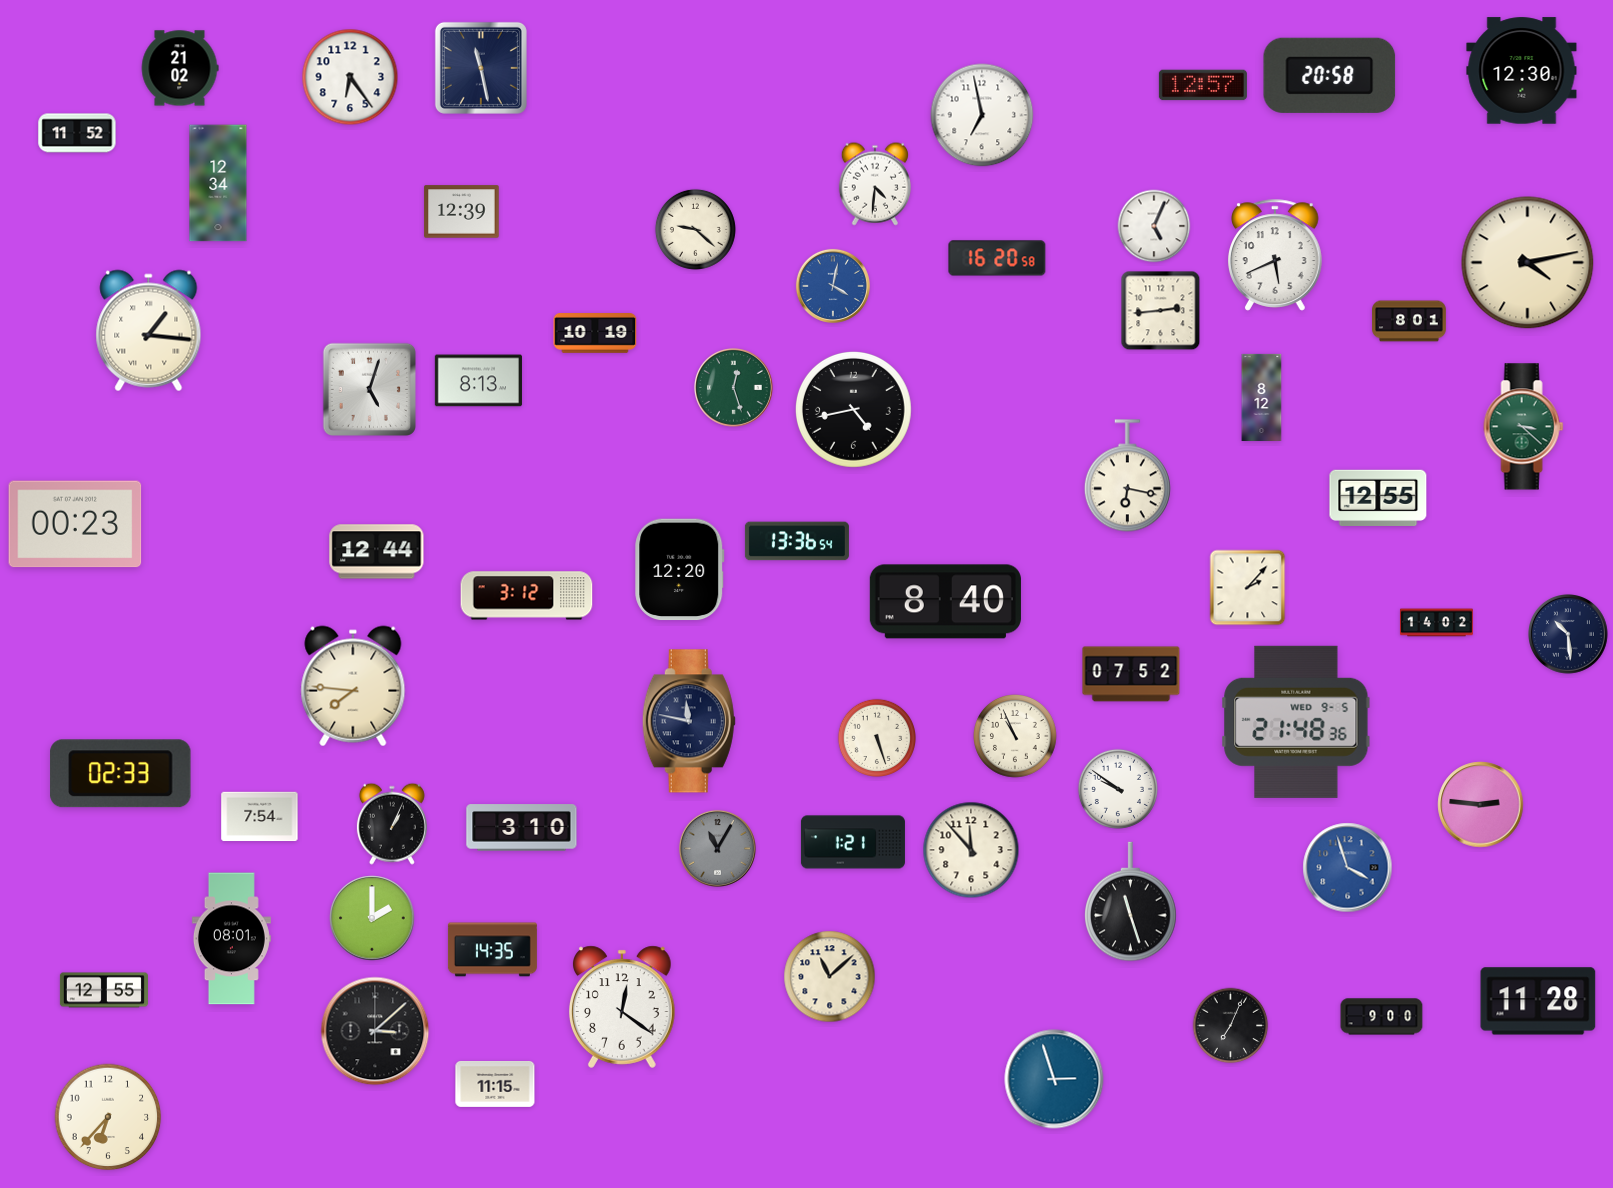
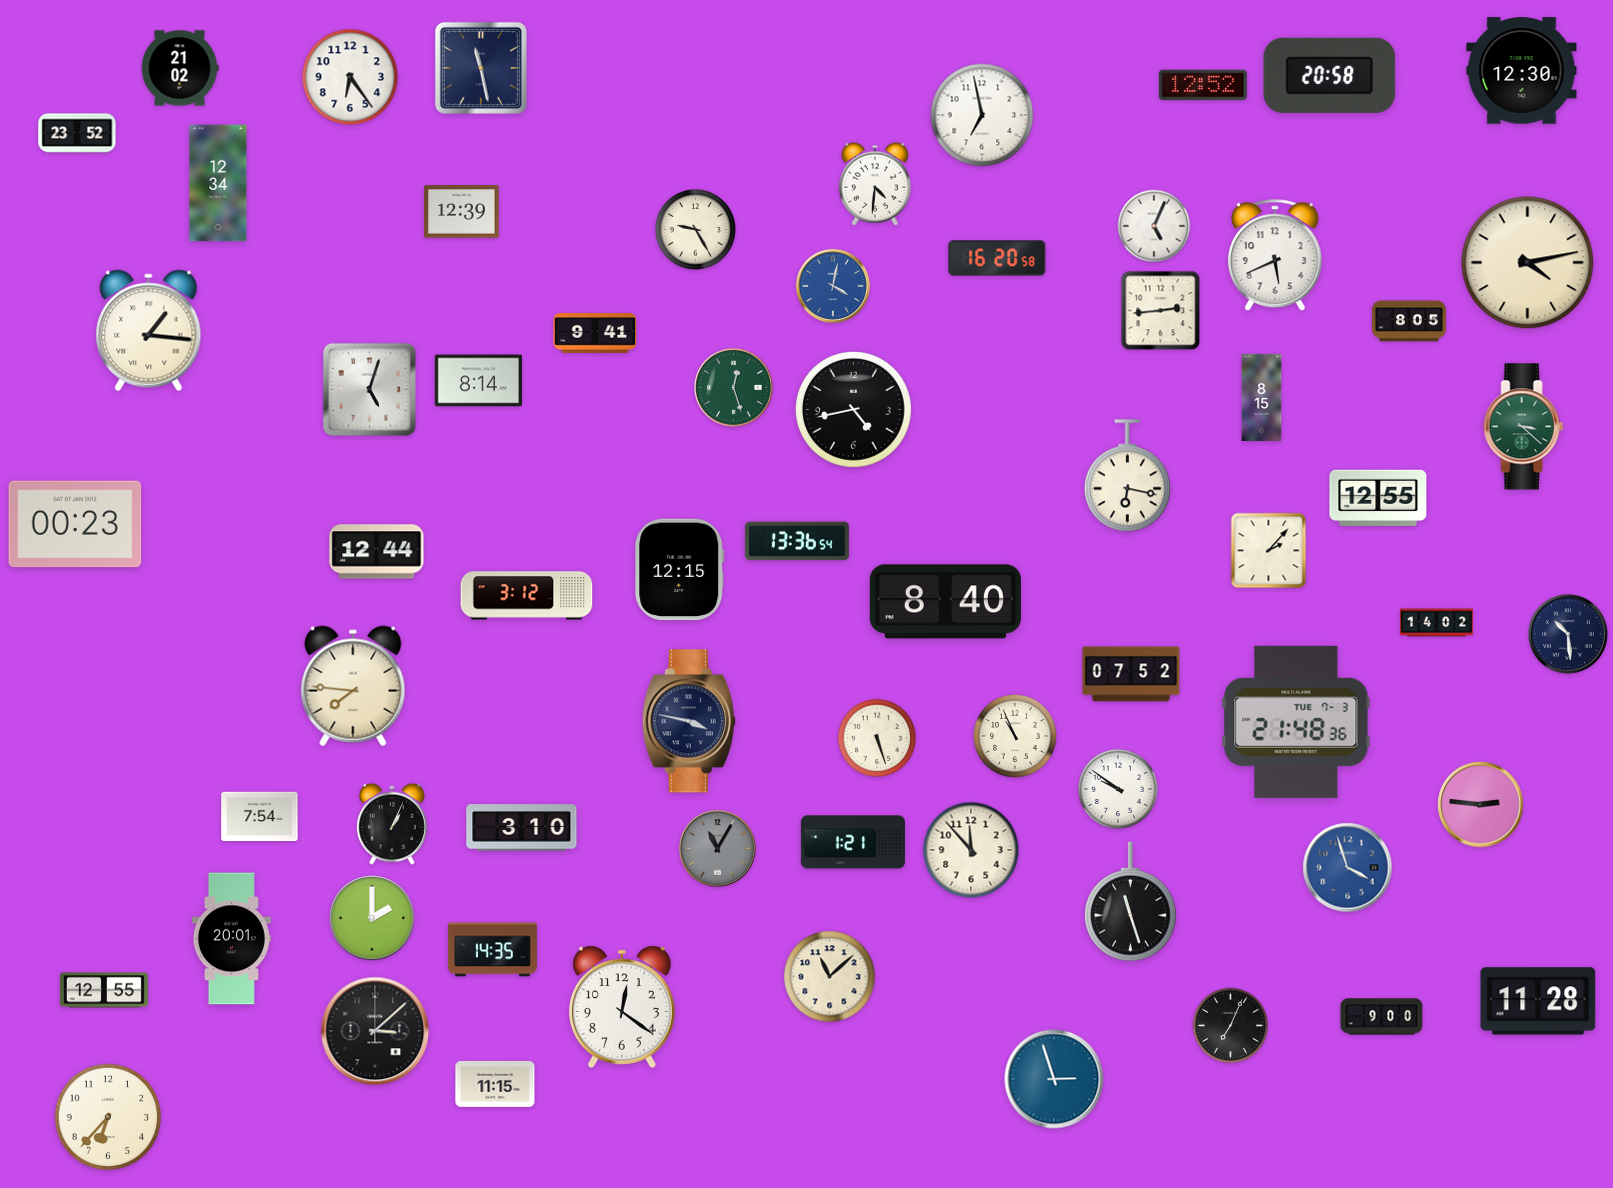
clock at (1203, 85): 12:57 -> 12:52
clock at (77, 133): 11:52 -> 23:52
clock at (695, 229): 9:22 -> 9:25
clock at (1409, 321): 8:01 -> 8:05
clock at (595, 334): 10:19 -> 9:41
clock at (478, 381): 8:13 -> 8:14
clock at (1262, 397): 8:12 -> 8:15
clock at (680, 570): 12:20 -> 12:15
clock at (1248, 588) position: (1248, 588) -> (1269, 551)
clock at (689, 721): 11:47 -> 3:47
clock at (1296, 722) date: WED 9-5 -> TUE 7-3
clock at (121, 774): 02:33 -> none
clock at (231, 939): 08:01 -> 20:01
